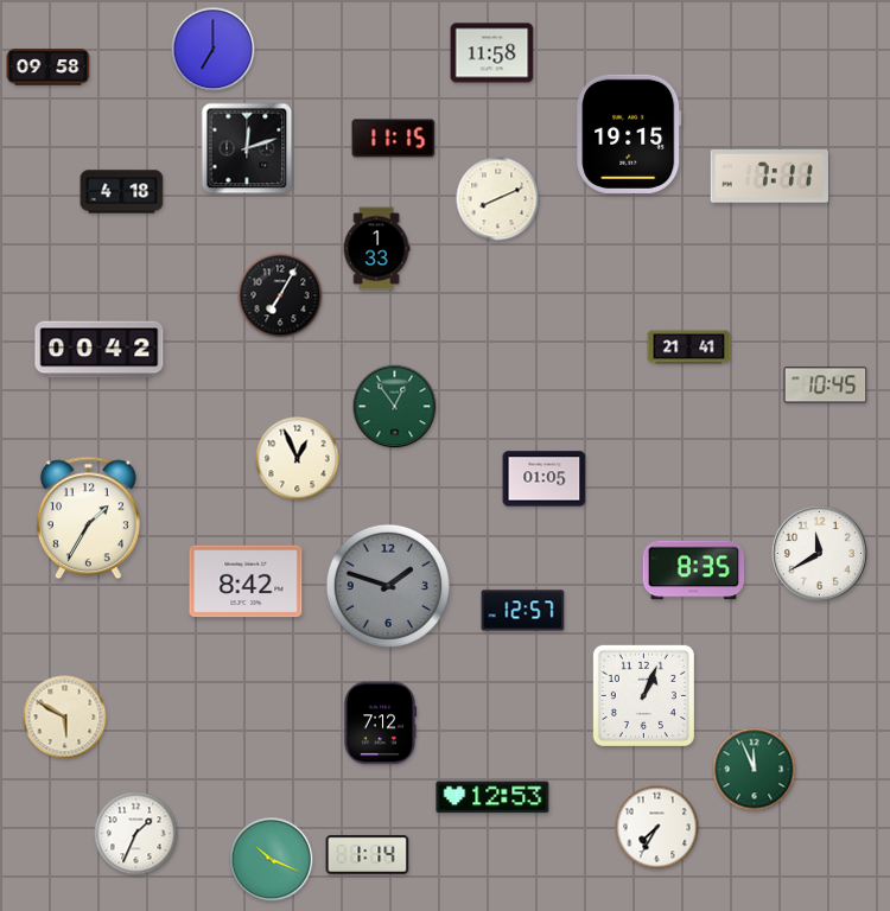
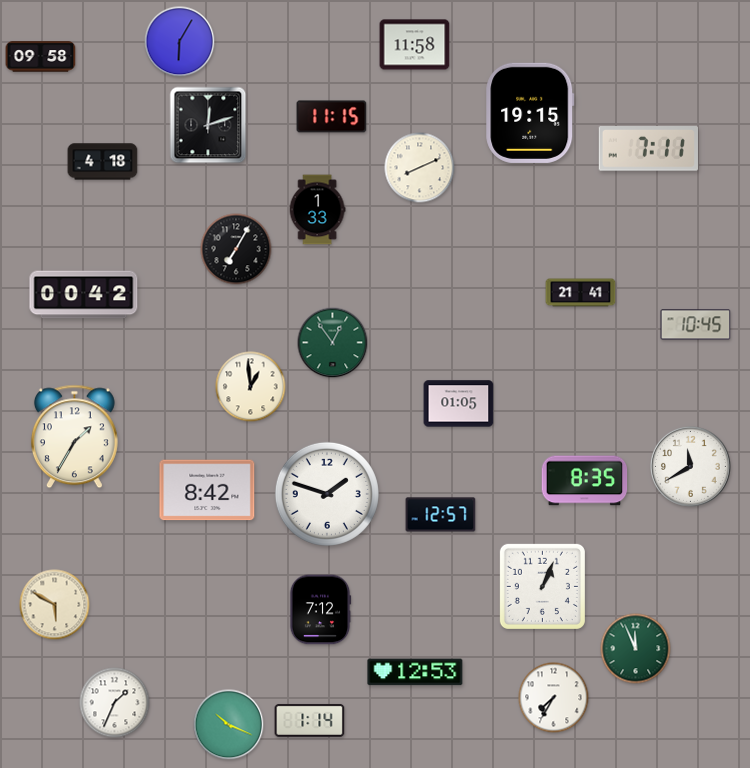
clock at (214, 50): 7:00 -> 6:05
clock at (298, 459): 12:56 -> 12:59
clock at (388, 586) dial: grey -> white
